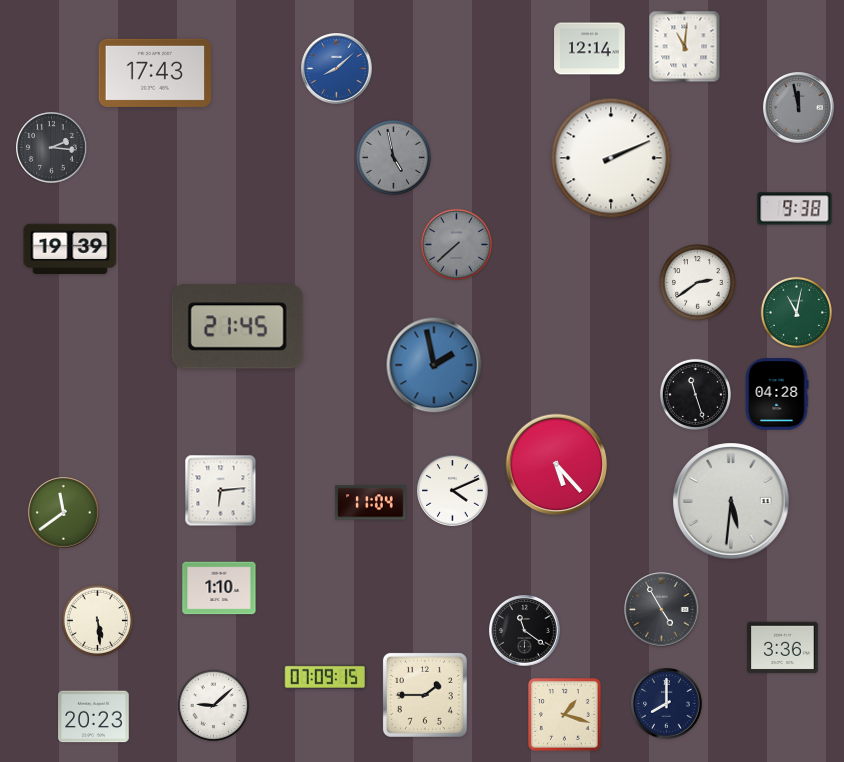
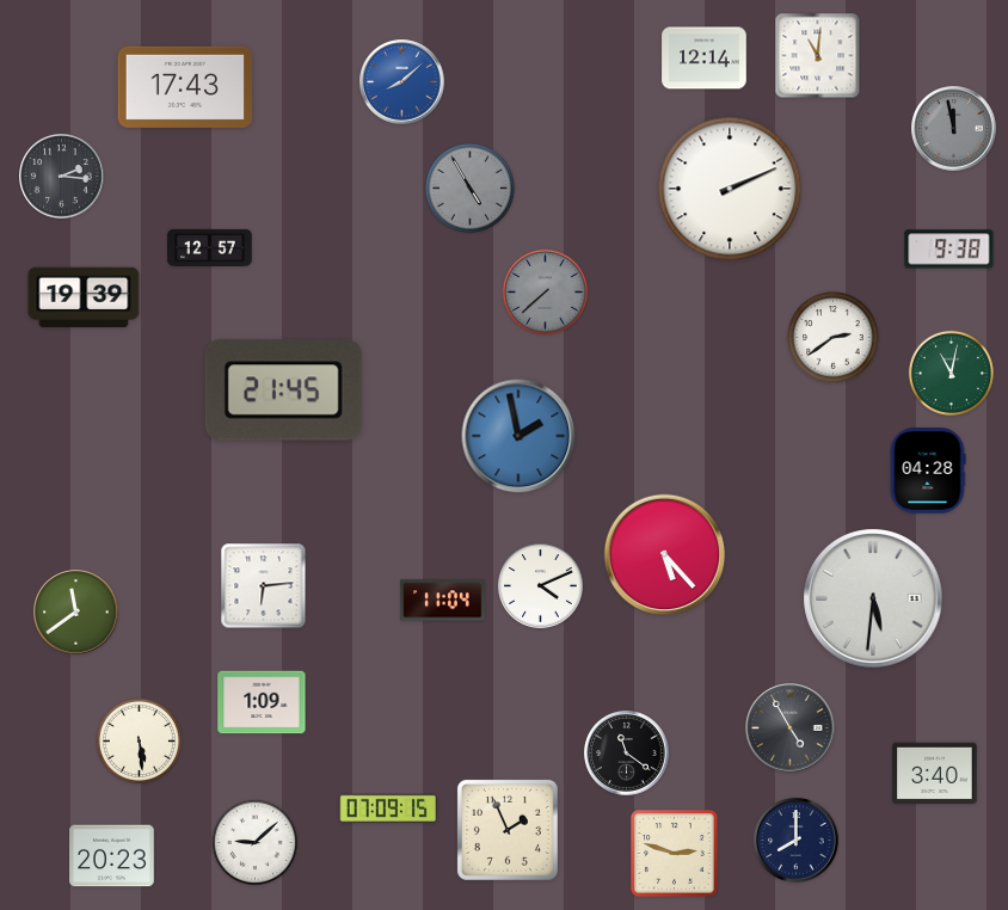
clock at (394, 158): 4:58 -> 4:55
clock at (210, 247): none -> 12:57
clock at (695, 394): 11:27 -> none
clock at (219, 588): 1:10 -> 1:09
clock at (97, 620) position: (97, 620) -> (139, 740)
clock at (783, 648): 3:36 -> 3:40
clock at (425, 695): 1:45 -> 1:56
clock at (565, 715): 1:18 -> 2:48
